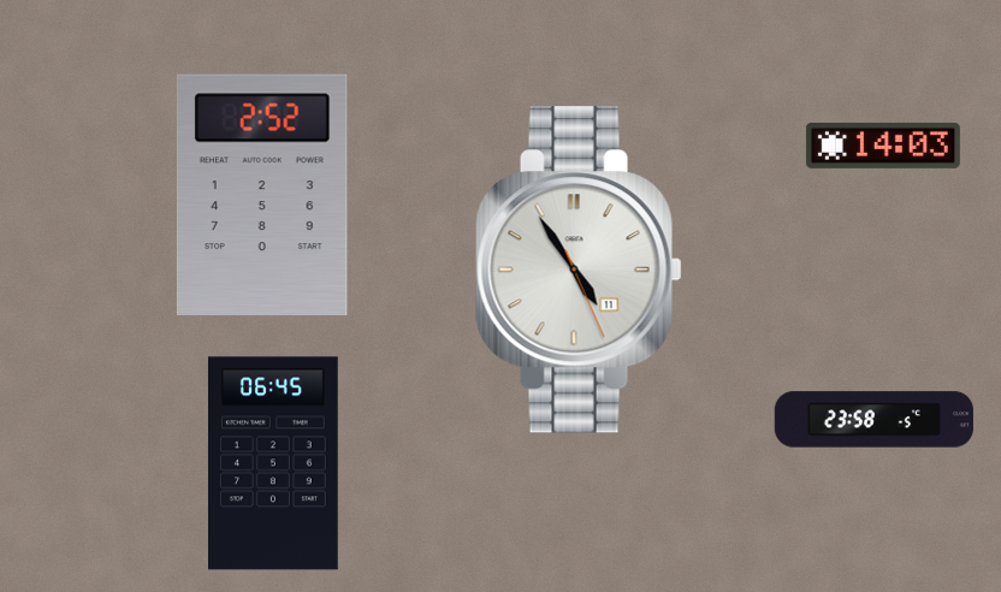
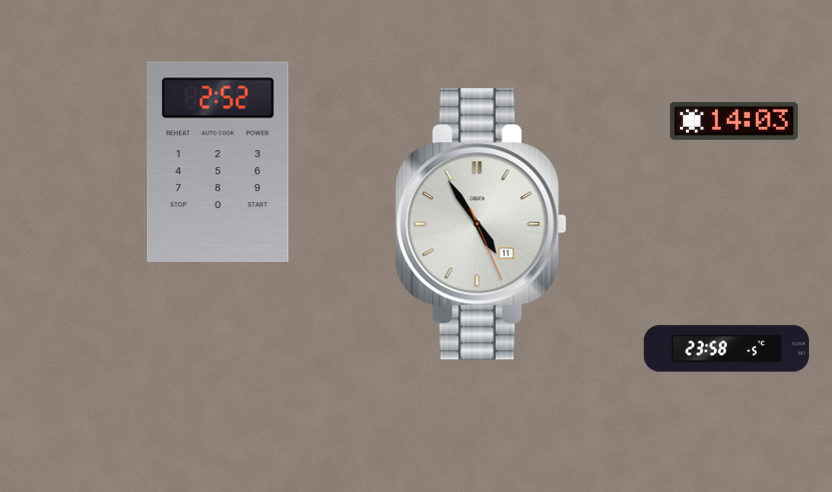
clock at (273, 463): 06:45 -> none
